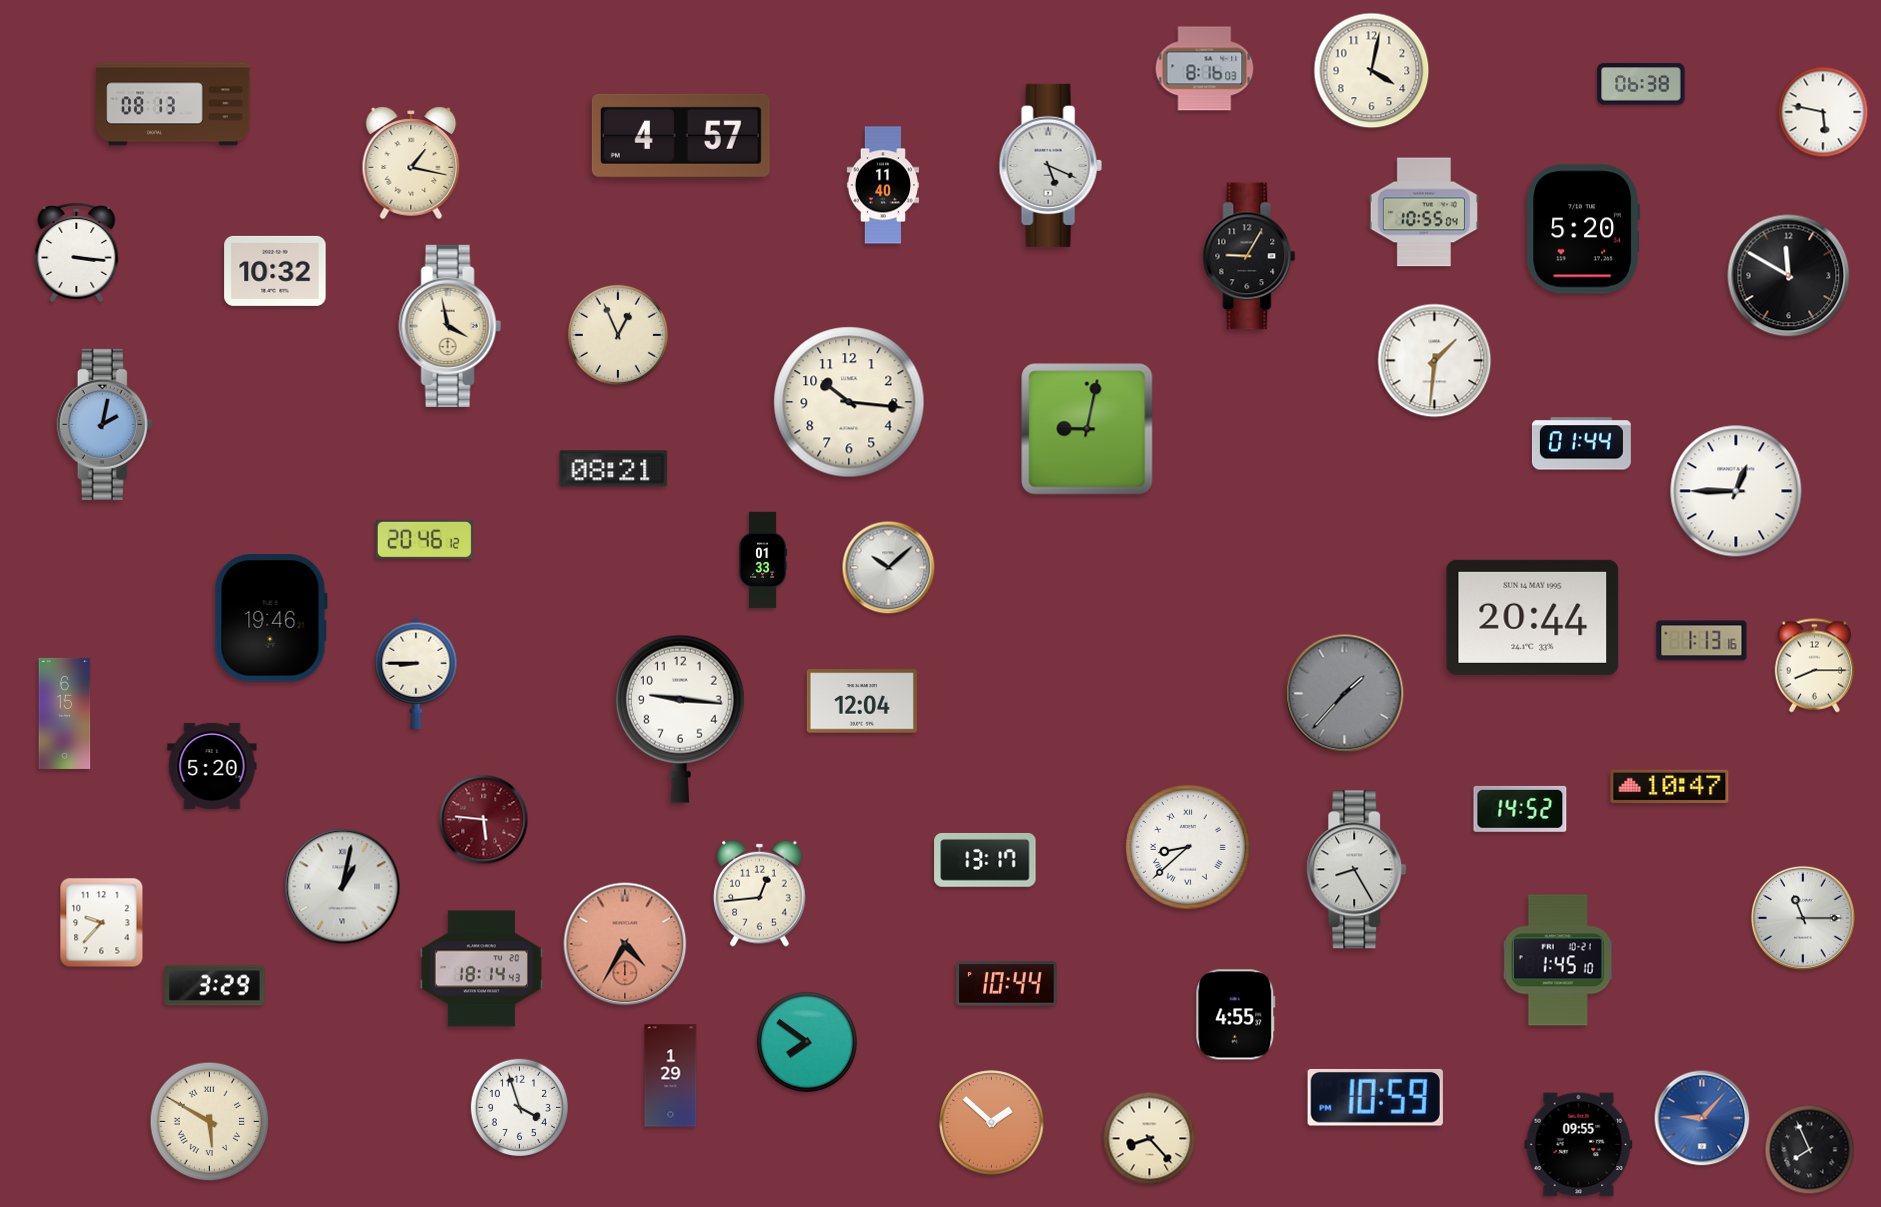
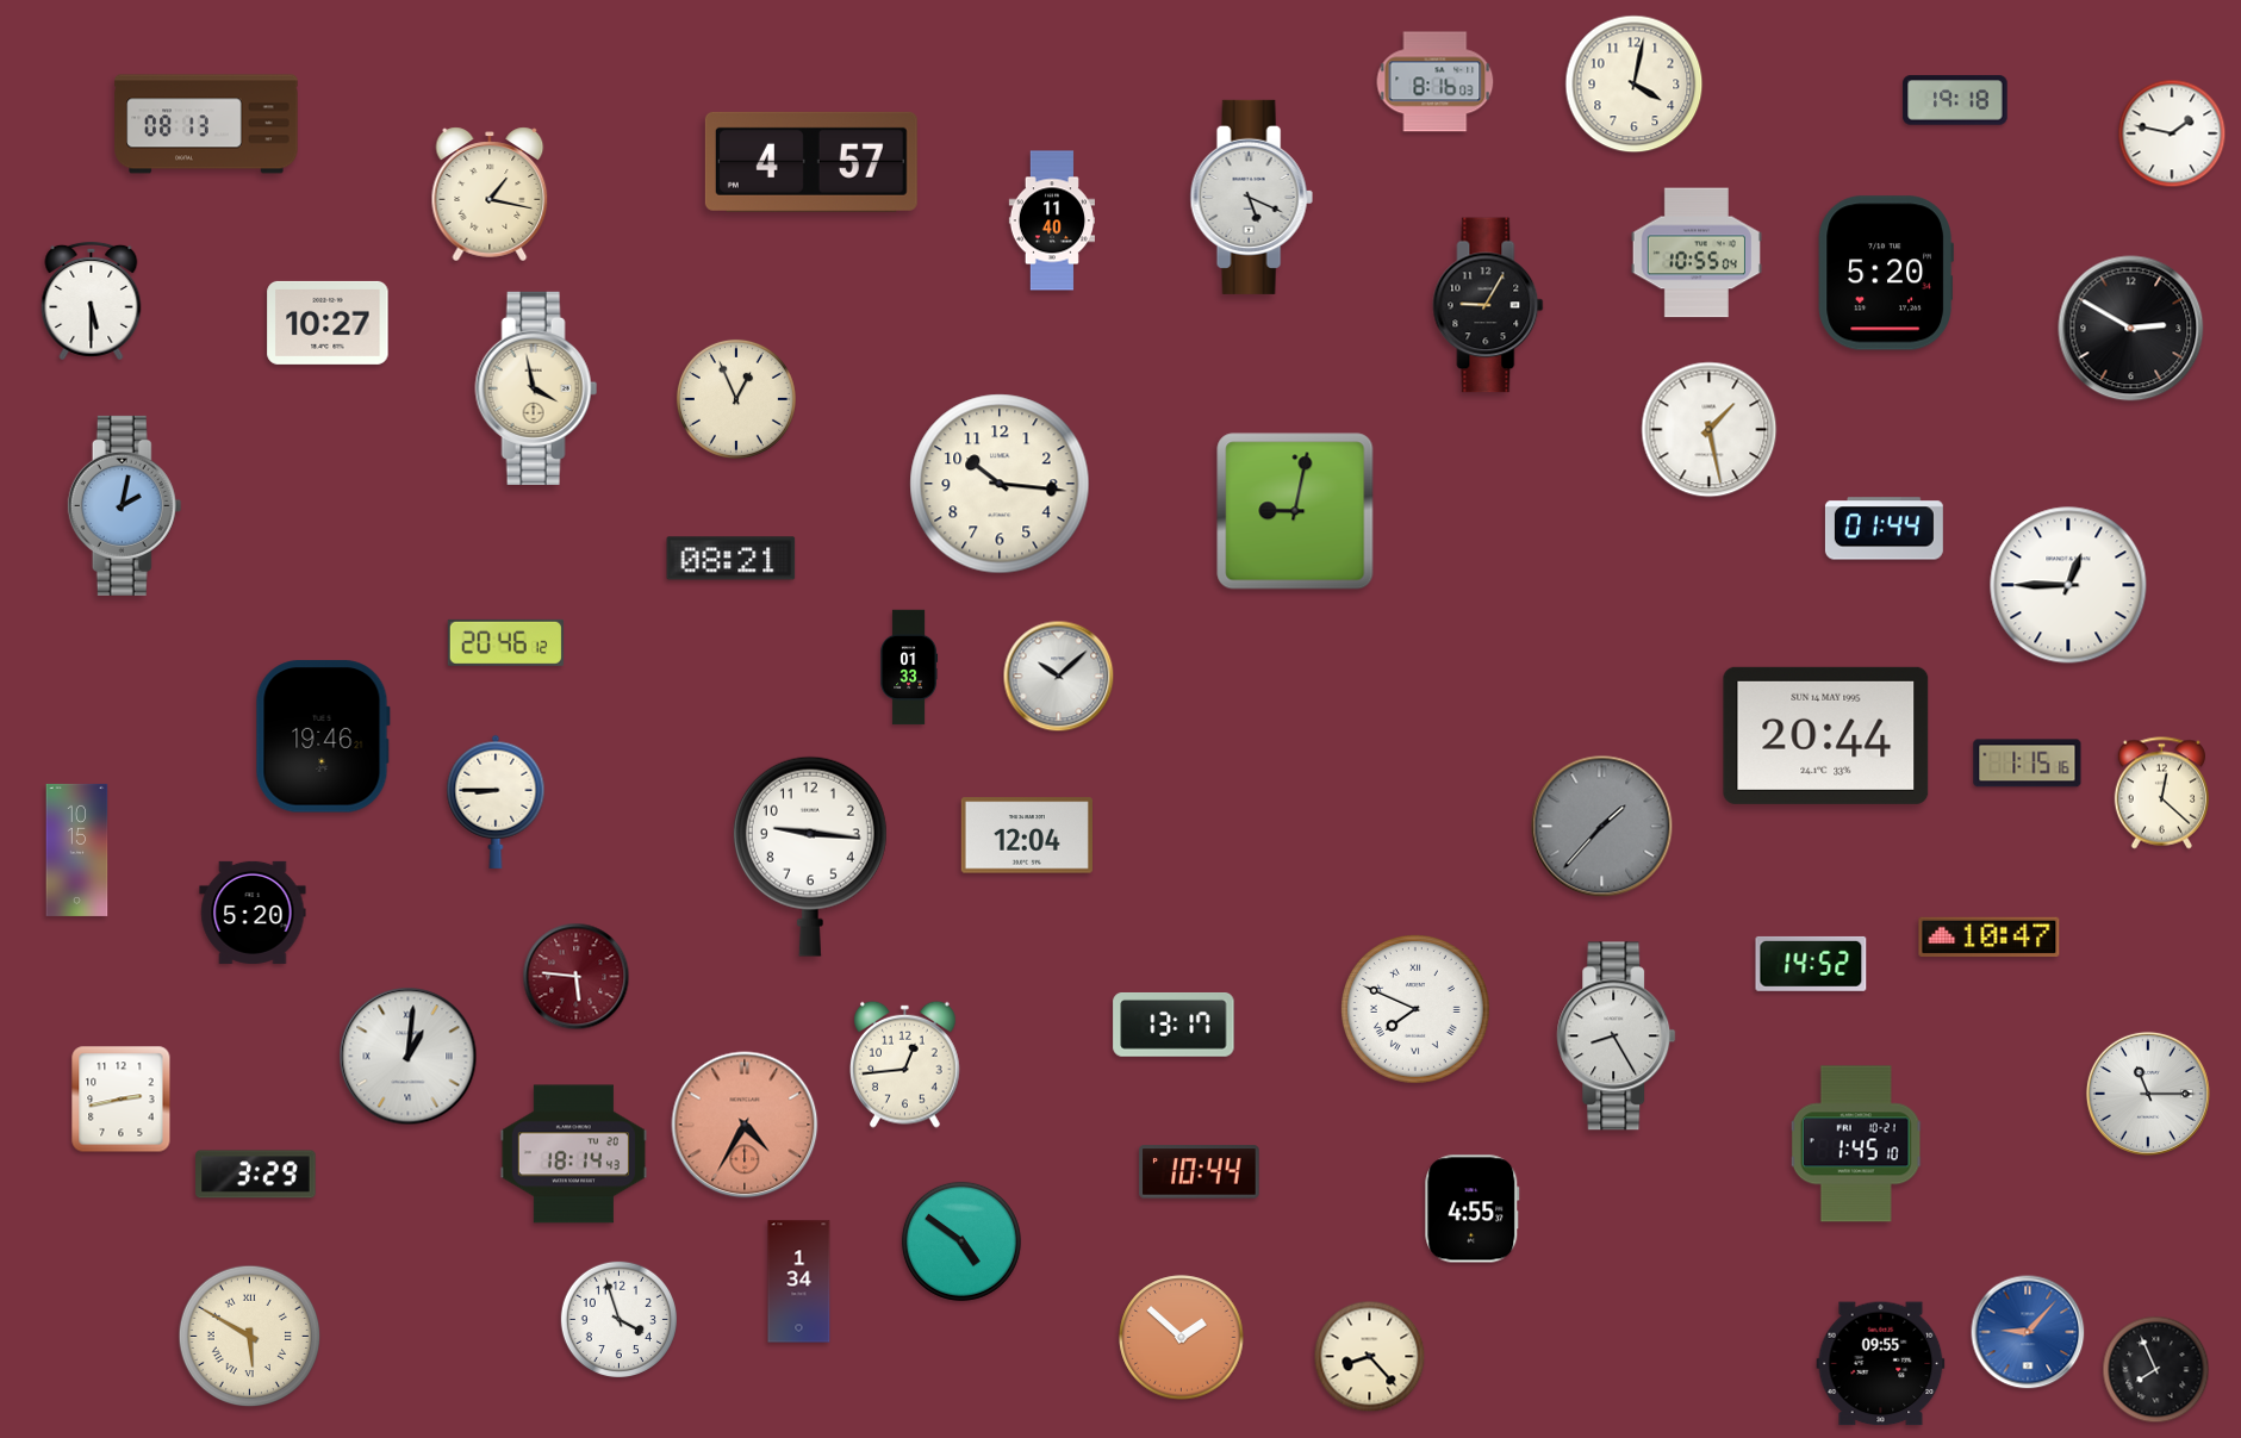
clock at (1641, 84): 06:38 -> 19:18
clock at (1823, 112): 5:47 -> 1:47
clock at (77, 252): 3:16 -> 5:30
clock at (275, 271): 10:32 -> 10:27
clock at (1789, 276): 11:50 -> 2:50
clock at (1435, 361): 1:31 -> 1:28
clock at (849, 402) position: (849, 402) -> (1000, 484)
clock at (1702, 641): 1:13 -> 1:15
clock at (1814, 666): 8:15 -> 12:22
clock at (65, 713): 6:15 -> 10:15
clock at (1189, 848): 8:38 -> 7:49
clock at (343, 887): 1:02 -> 1:01
clock at (102, 923): 9:37 -> 2:43
clock at (807, 1042): 7:51 -> 4:51
clock at (671, 1076): 1:29 -> 1:34
clock at (1375, 1097): 10:59 -> none
